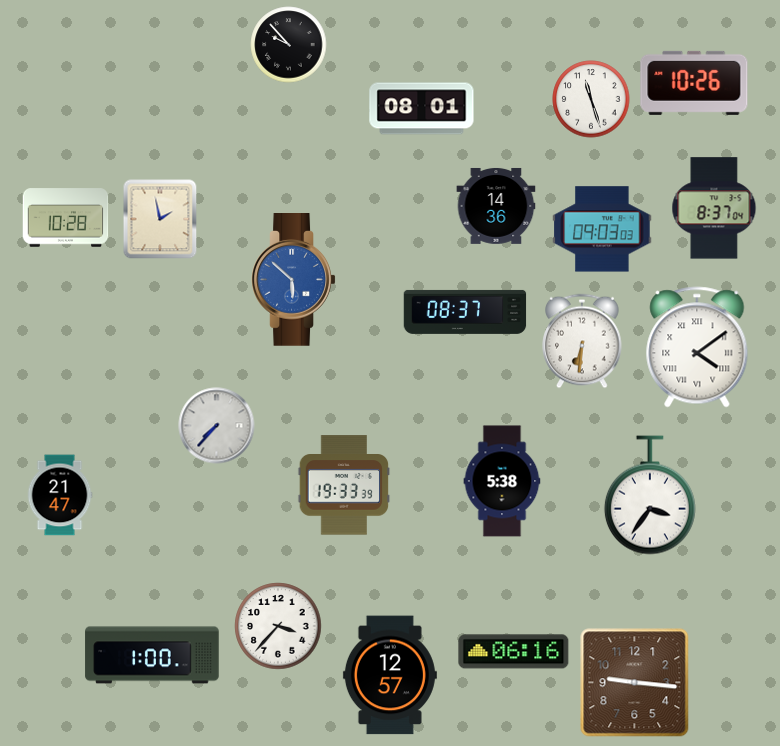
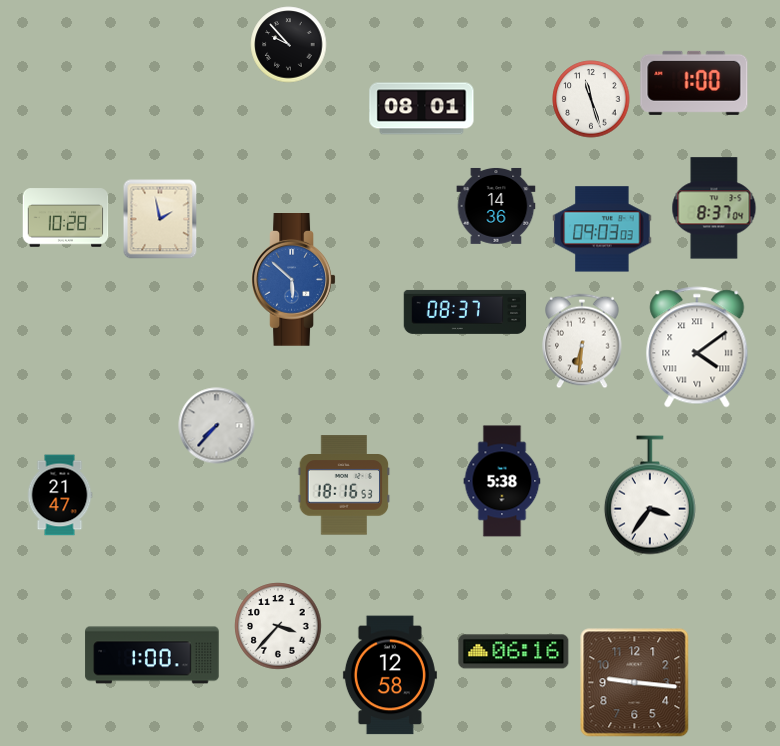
clock at (694, 83): 10:26 -> 1:00
clock at (344, 485): 19:33 -> 18:16
clock at (390, 675): 12:57 -> 12:58
